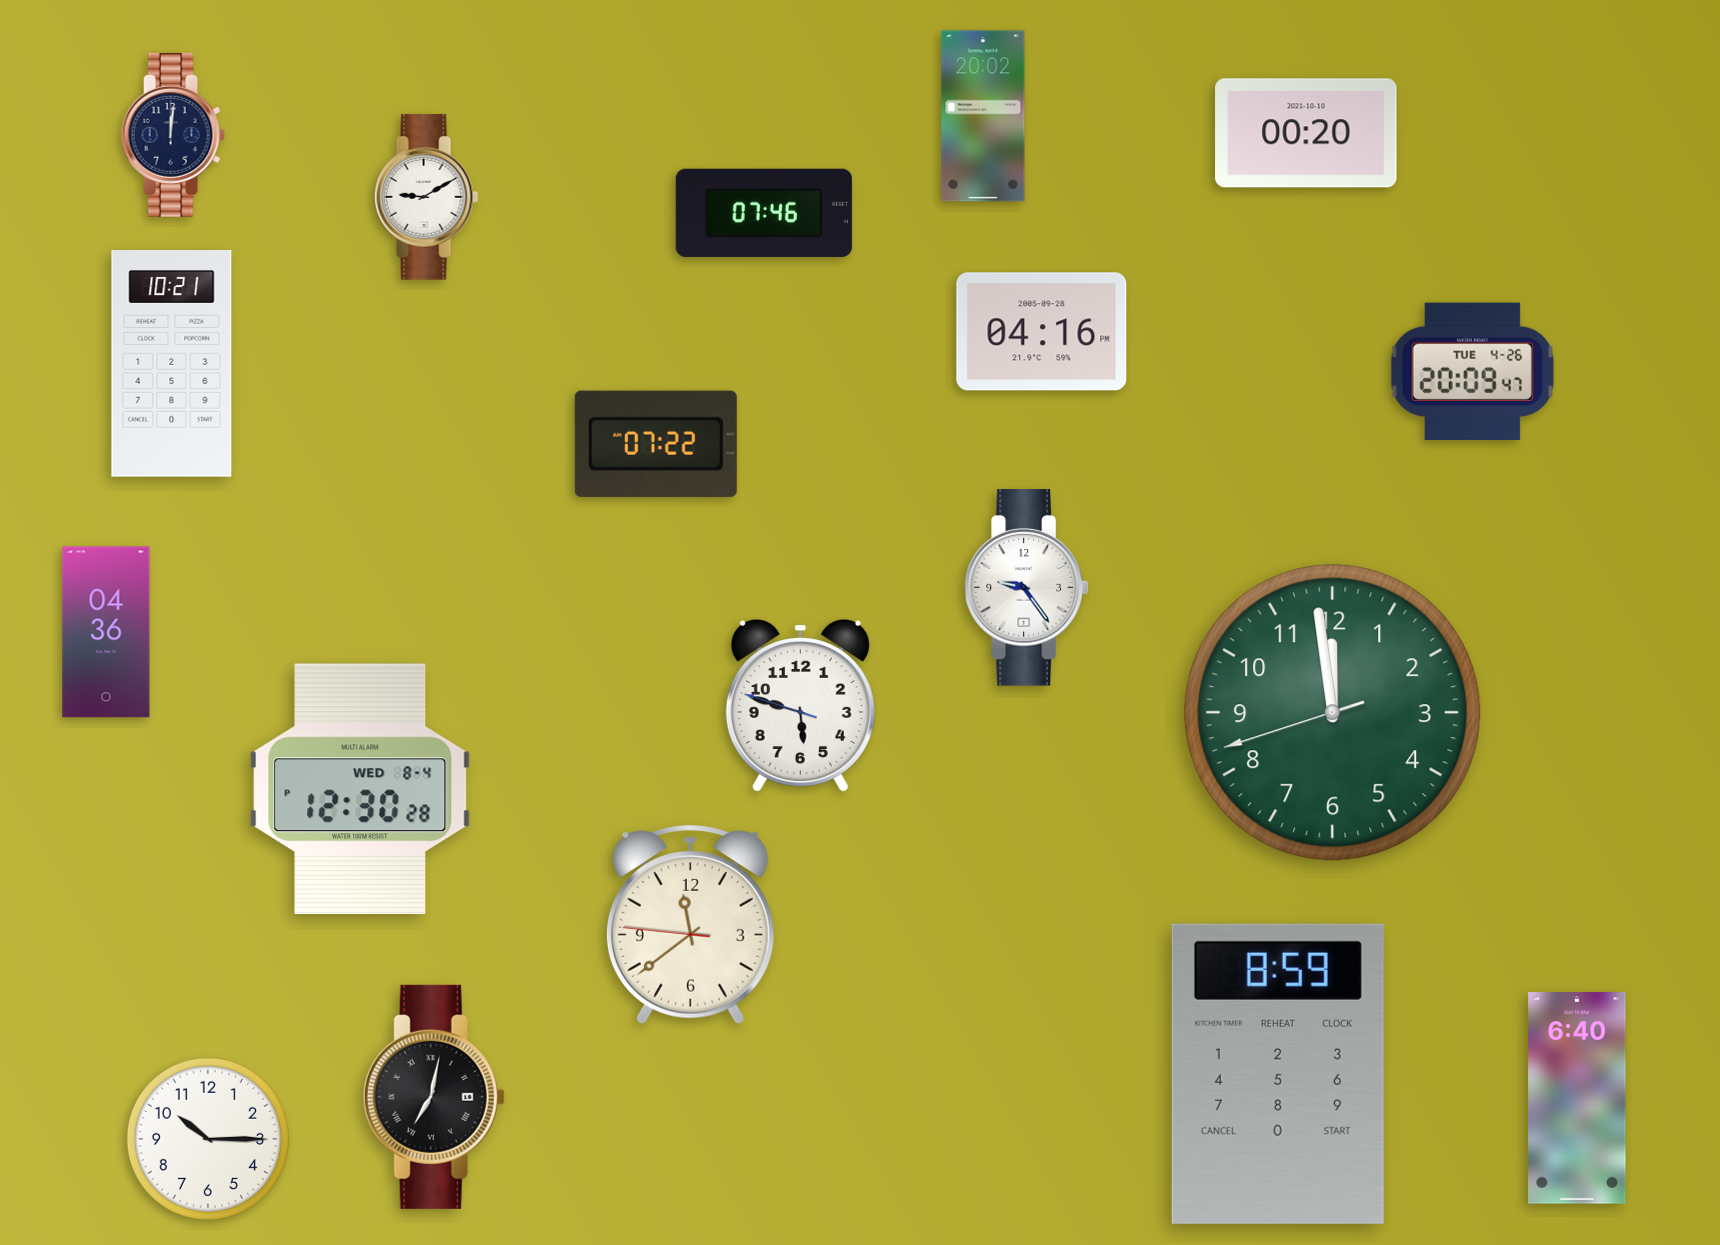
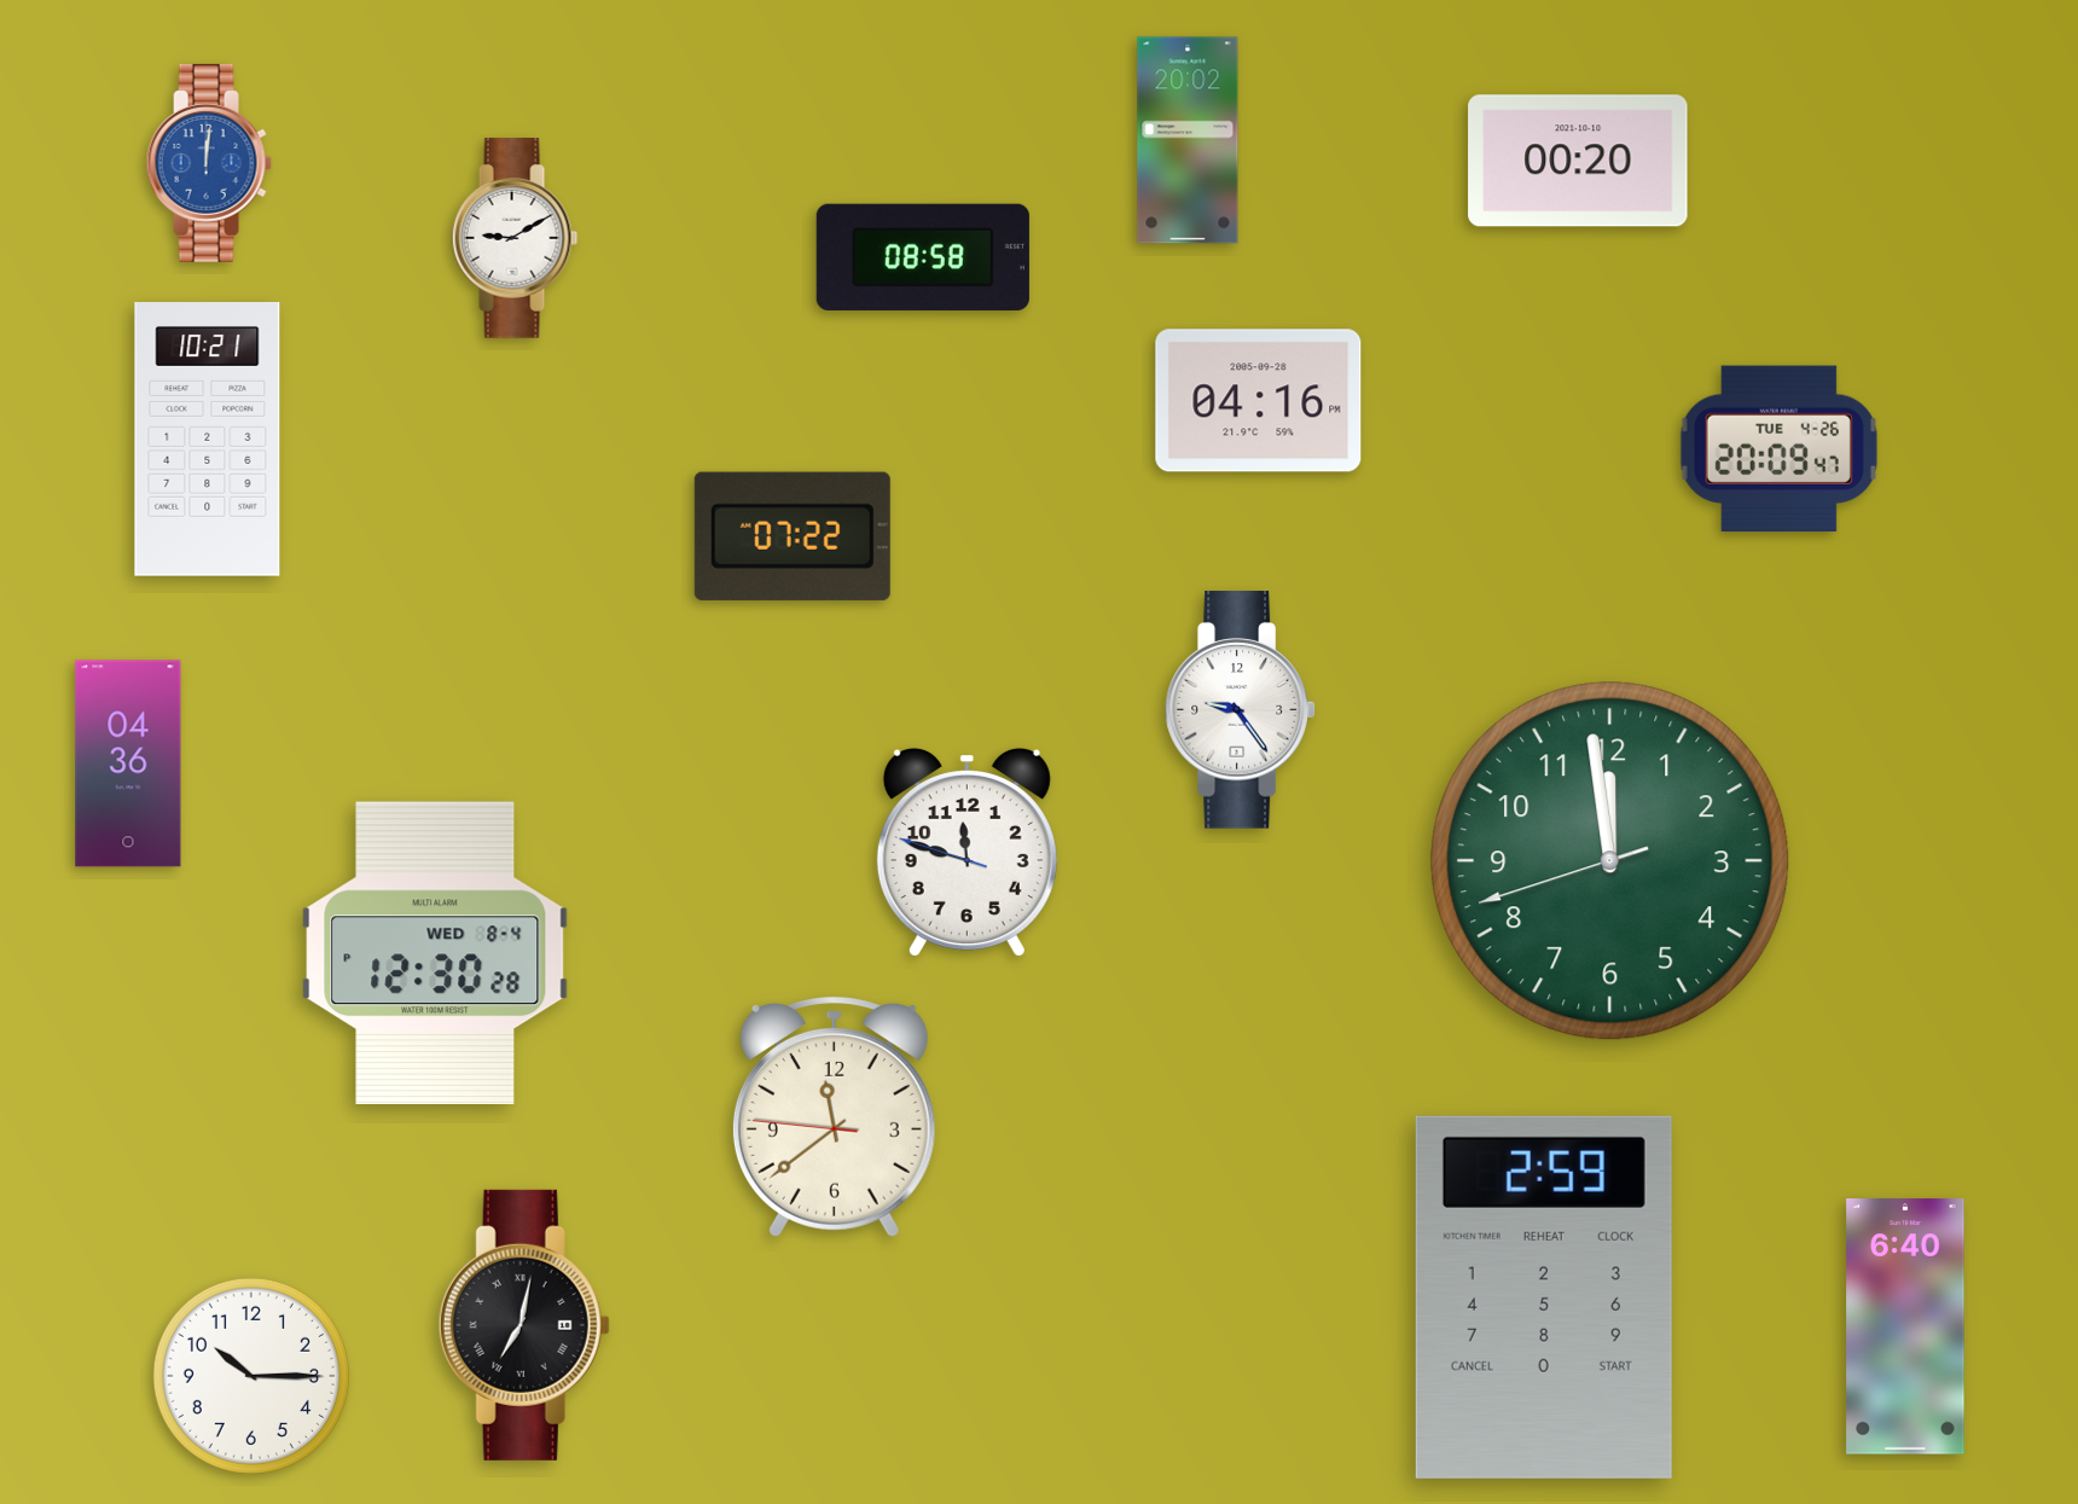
clock at (173, 135) dial: navy -> blue
clock at (764, 213): 07:46 -> 08:58
clock at (800, 706): 5:47 -> 11:47
clock at (1278, 1074): 8:59 -> 2:59
